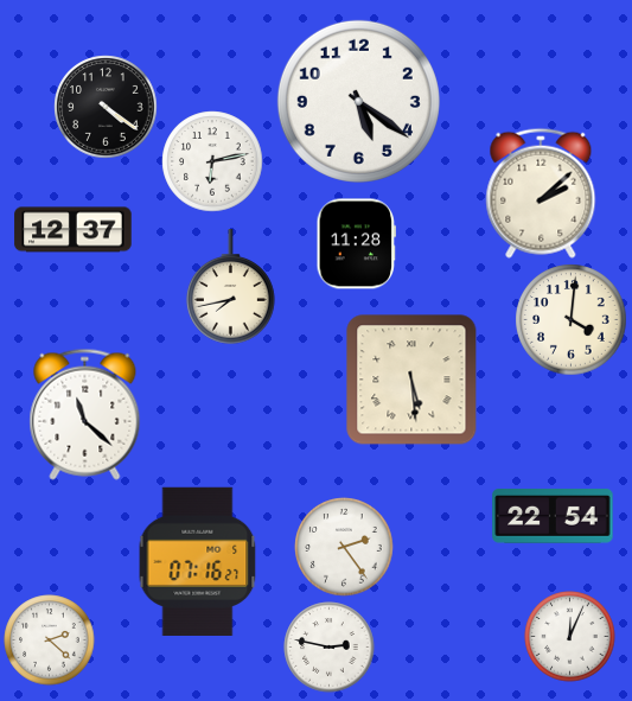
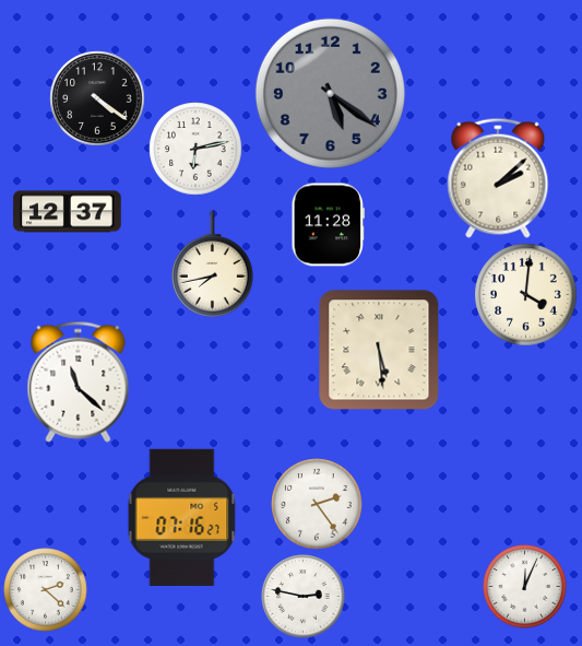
clock at (358, 101) dial: white -> grey
clock at (553, 517): 22:54 -> none
